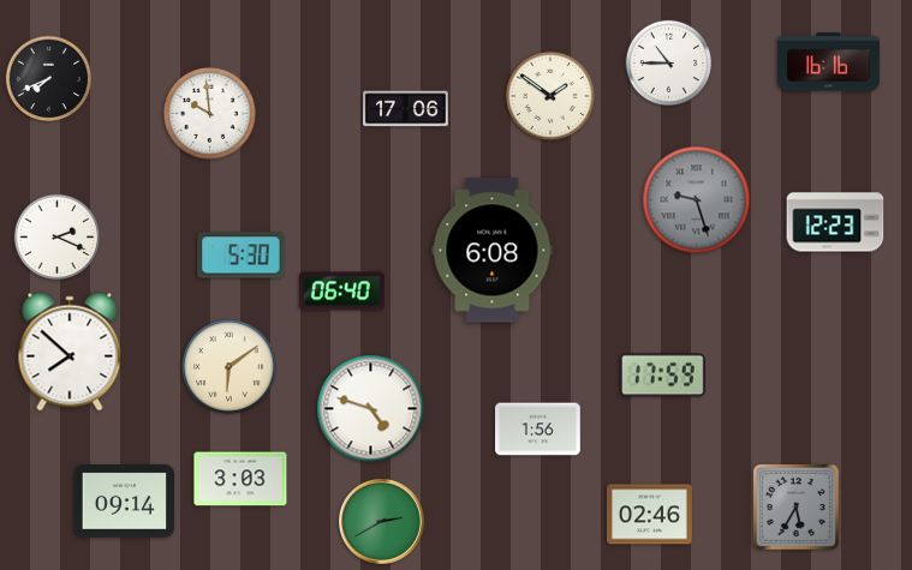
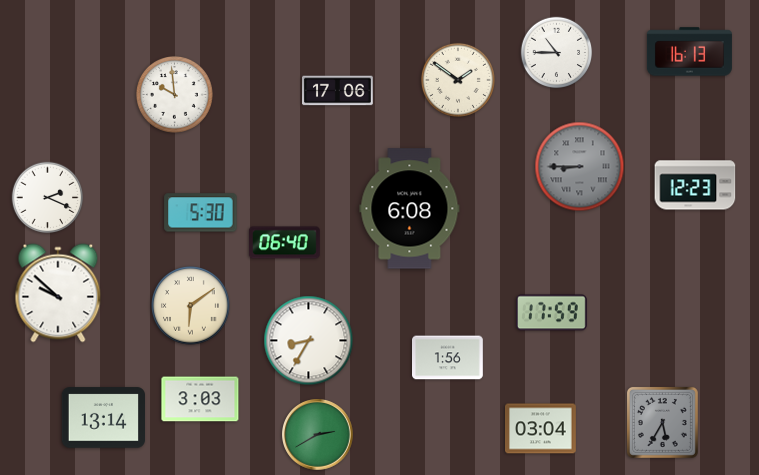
clock at (828, 62): 16:16 -> 16:13
clock at (49, 79): 7:41 -> none
clock at (697, 200): 9:27 -> 8:45
clock at (70, 352): 7:52 -> 9:52
clock at (371, 409): 4:48 -> 8:35
clock at (124, 502): 09:14 -> 13:14
clock at (650, 515): 02:46 -> 03:04
